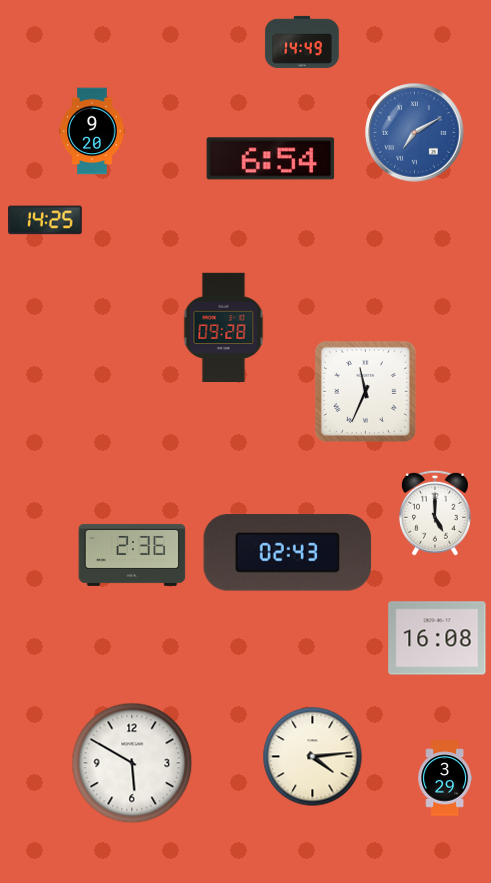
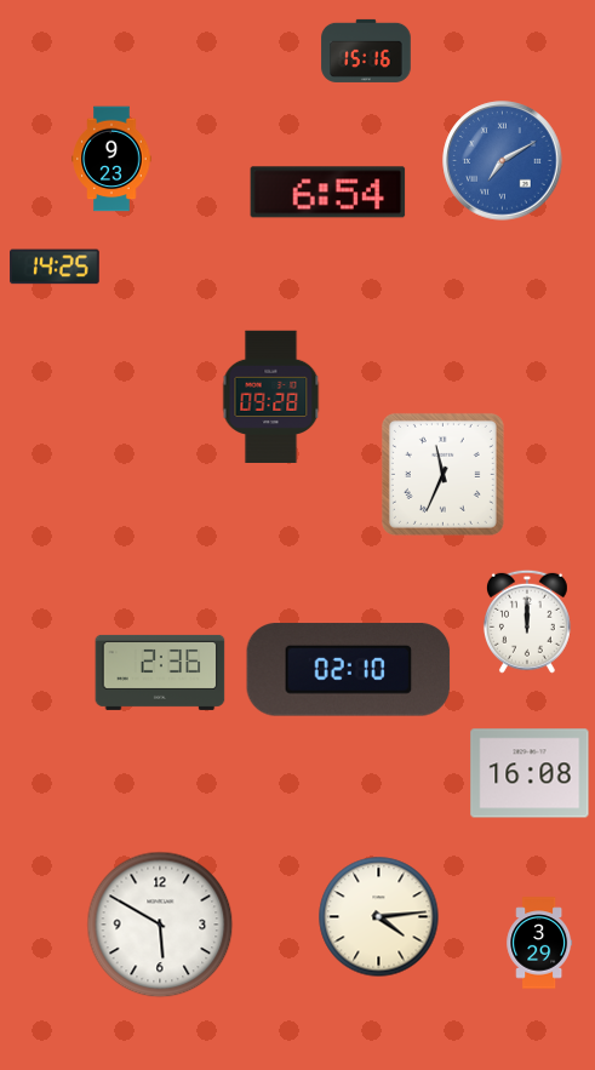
clock at (302, 42): 14:49 -> 15:16
clock at (92, 131): 9:20 -> 9:23
clock at (435, 513): 5:00 -> 12:00
clock at (288, 553): 02:43 -> 02:10
